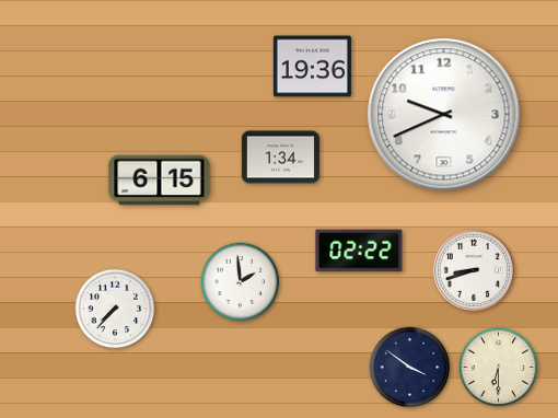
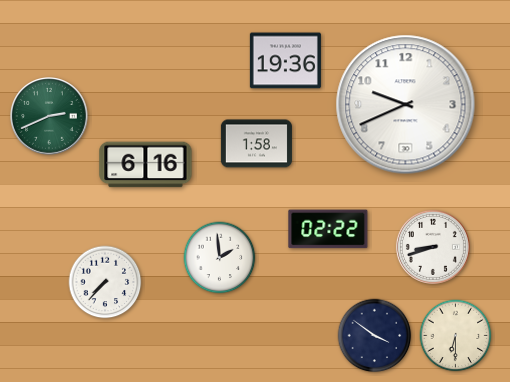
clock at (50, 117): none -> 2:41
clock at (280, 158): 1:34 -> 1:58
clock at (160, 181): 6:15 -> 6:16
